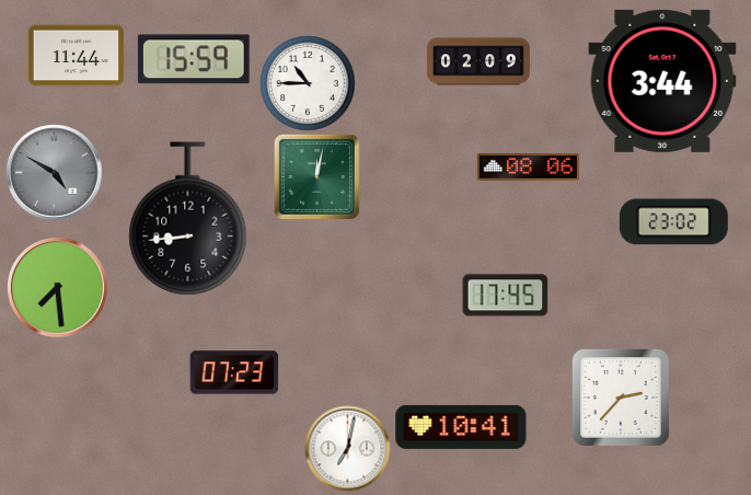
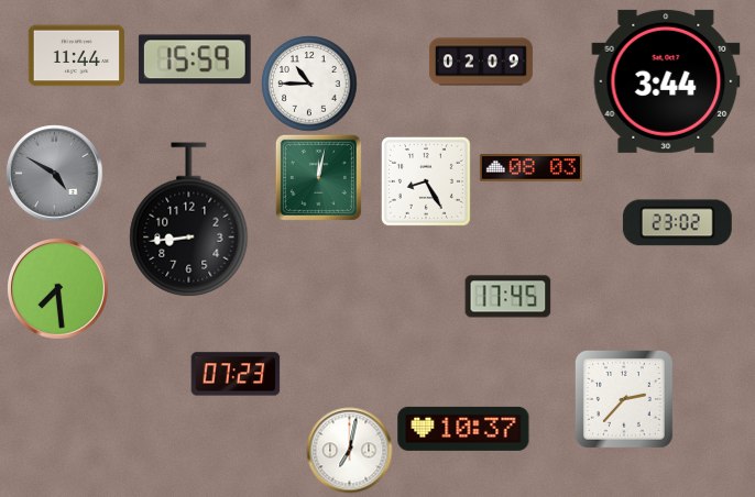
clock at (528, 168): 08:06 -> 08:03
clock at (426, 181): none -> 8:25
clock at (461, 427): 10:41 -> 10:37
